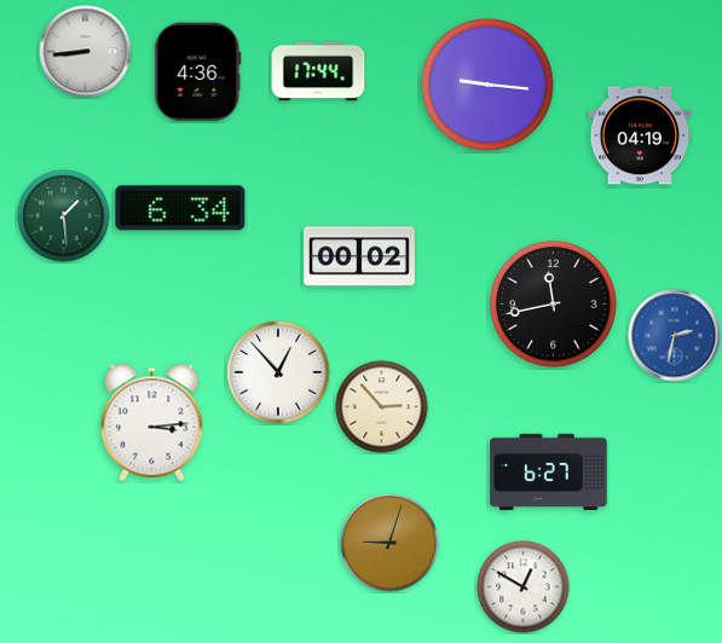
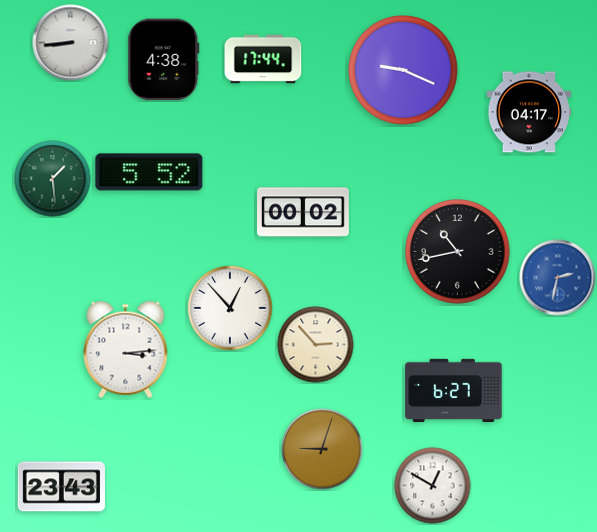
clock at (198, 73): 4:36 -> 4:38
clock at (487, 85): 9:16 -> 9:19
clock at (640, 135): 04:19 -> 04:17
clock at (180, 208): 6:34 -> 5:52
clock at (360, 256) position: (360, 256) -> (304, 212)
clock at (554, 305): 11:43 -> 10:43
clock at (382, 407) position: (382, 407) -> (316, 345)
clock at (61, 487): none -> 23:43
